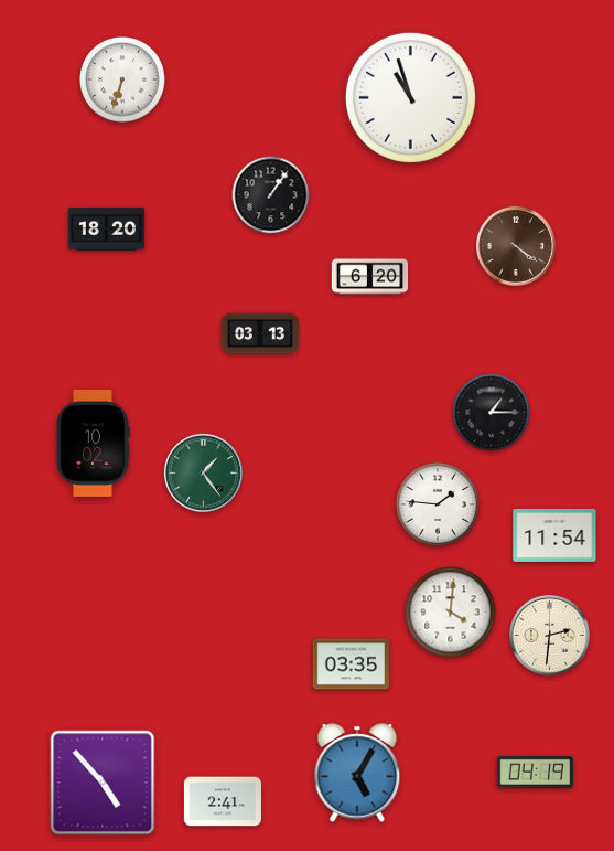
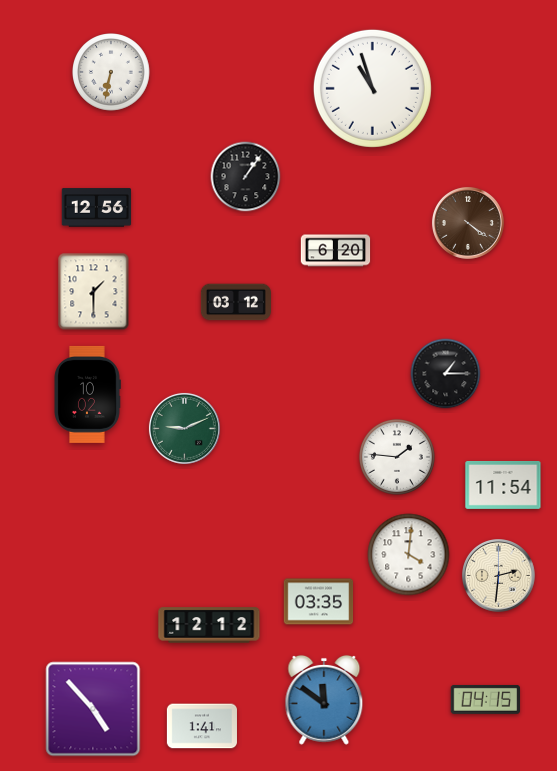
clock at (123, 81): 6:33 -> 6:32
clock at (107, 230): 18:20 -> 12:56
clock at (94, 292): none -> 1:30
clock at (260, 333): 03:13 -> 03:12
clock at (93, 443) position: (93, 443) -> (87, 394)
clock at (203, 472): 1:24 -> 9:11
clock at (209, 625): none -> 12:12
clock at (536, 772): 04:19 -> 04:15
clock at (357, 773): 5:05 -> 11:51
clock at (223, 801): 2:41 -> 1:41
